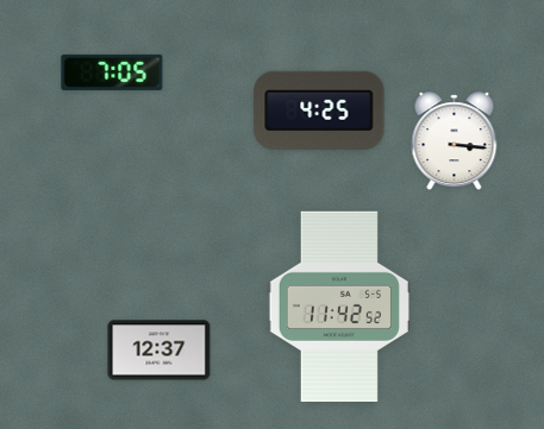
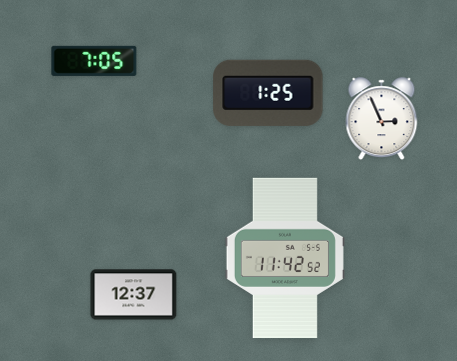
clock at (319, 111): 4:25 -> 1:25
clock at (455, 141): 3:16 -> 2:56
